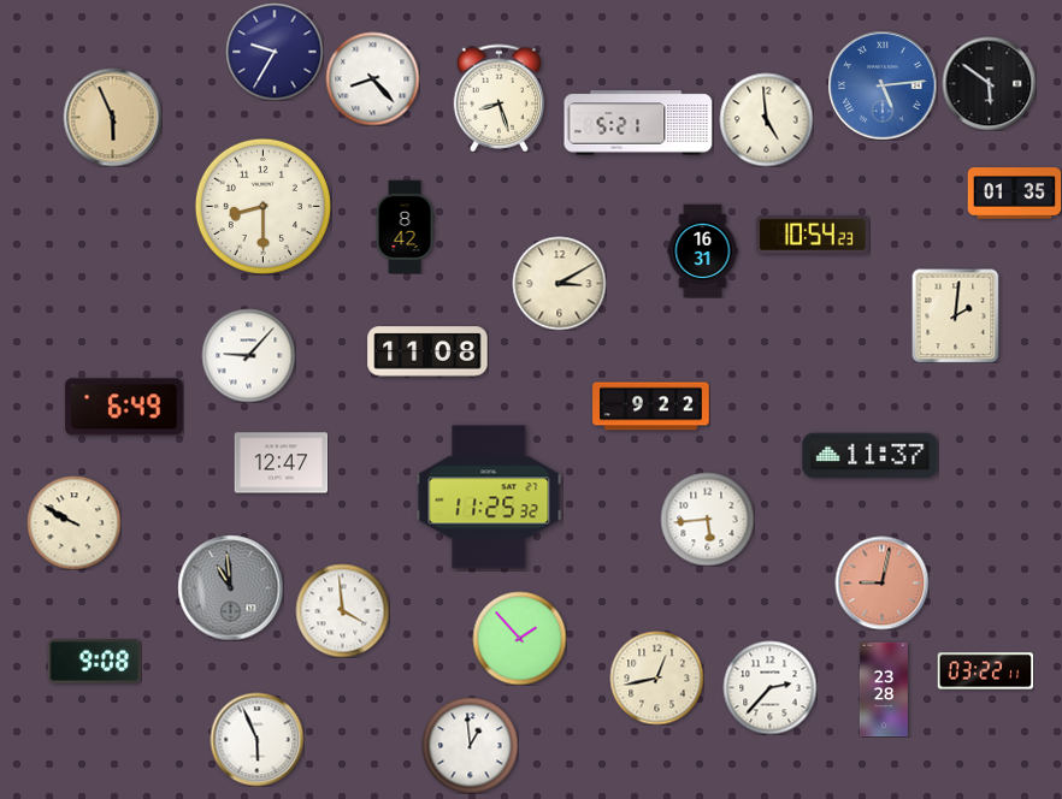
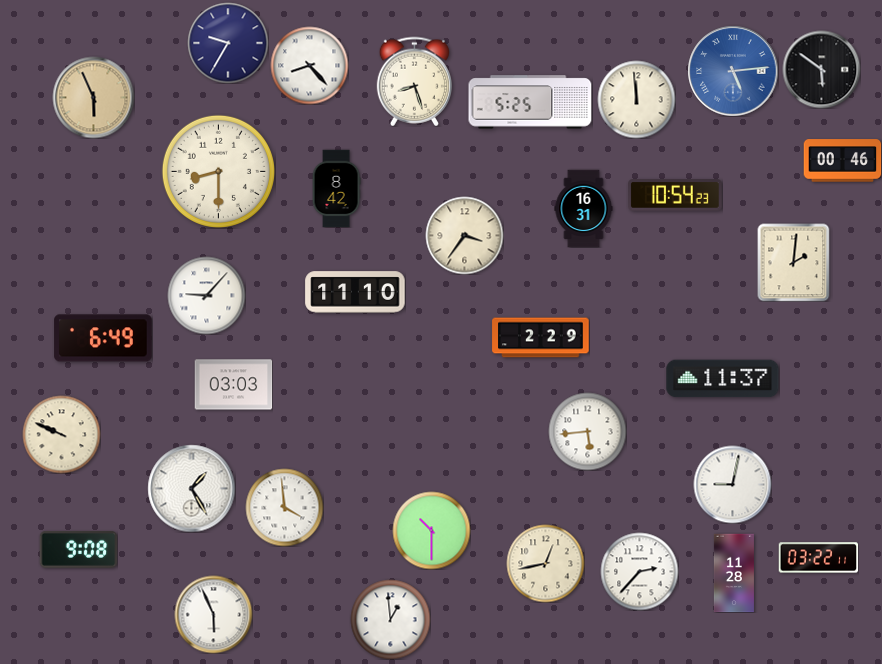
clock at (766, 119): 4:59 -> 11:59
clock at (638, 123): 5:21 -> 5:25
clock at (1014, 194): 01:35 -> 00:46
clock at (559, 283): 3:10 -> 3:36
clock at (427, 351): 11:08 -> 11:10
clock at (651, 407): 9:22 -> 2:29
clock at (281, 463): 12:47 -> 03:03
clock at (489, 497): 11:25 -> none
clock at (73, 522): 9:50 -> 9:49
clock at (881, 582) dial: salmon -> white
clock at (230, 587): 10:59 -> 1:25
clock at (230, 587) dial: grey -> white
clock at (519, 638): 1:53 -> 10:30
clock at (884, 689): 23:28 -> 11:28
